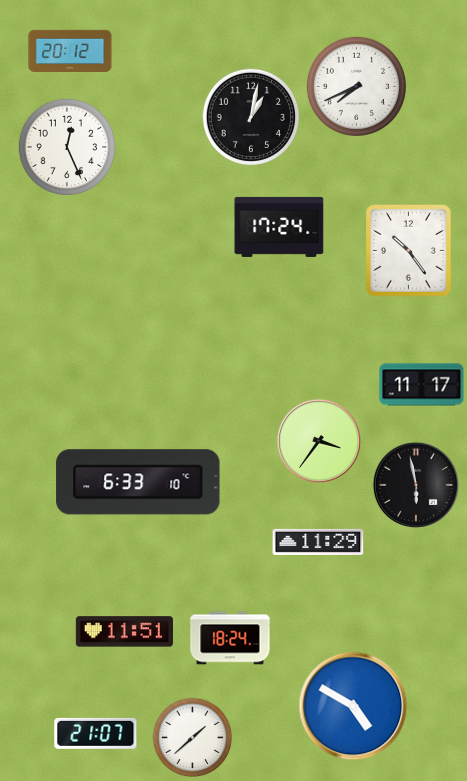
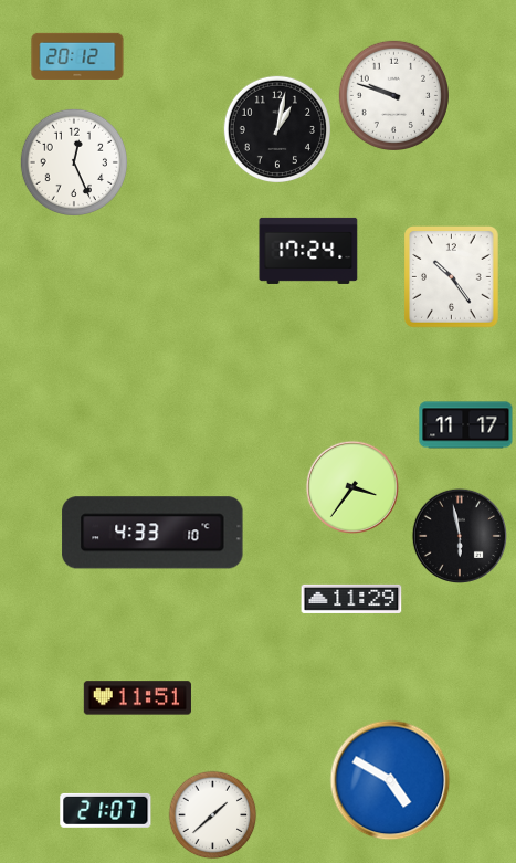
clock at (356, 86): 7:41 -> 9:48
clock at (138, 482): 6:33 -> 4:33
clock at (230, 638): 18:24 -> none
